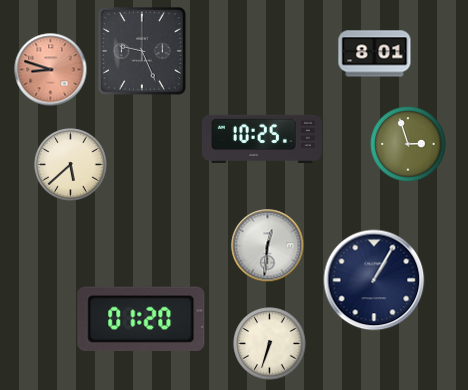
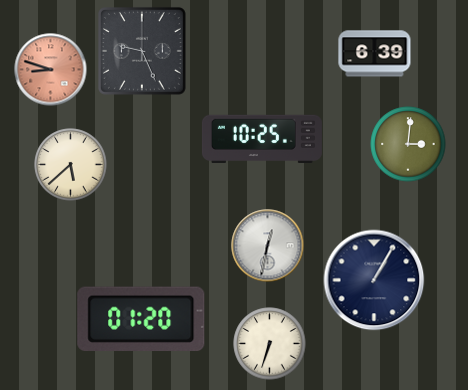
clock at (375, 54): 8:01 -> 6:39
clock at (408, 144): 2:57 -> 3:01
clock at (268, 246): 12:31 -> 12:32
